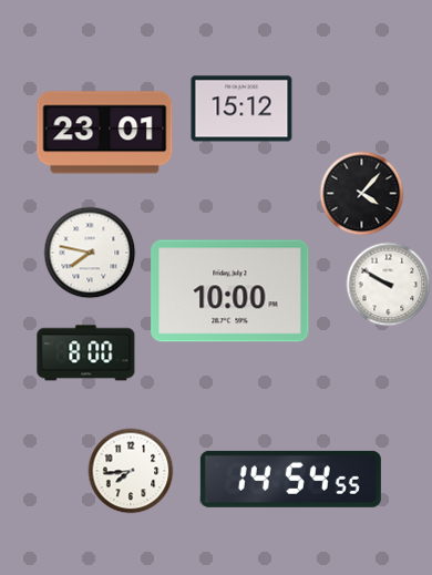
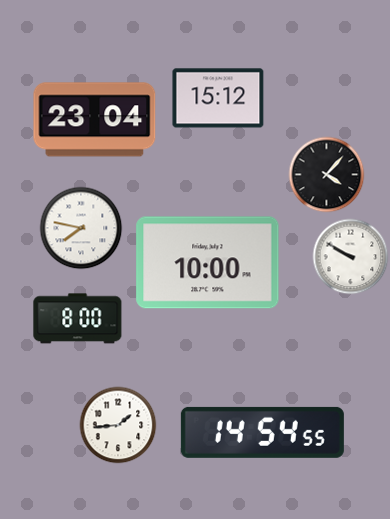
clock at (105, 133): 23:01 -> 23:04
clock at (131, 471): 7:44 -> 1:44
